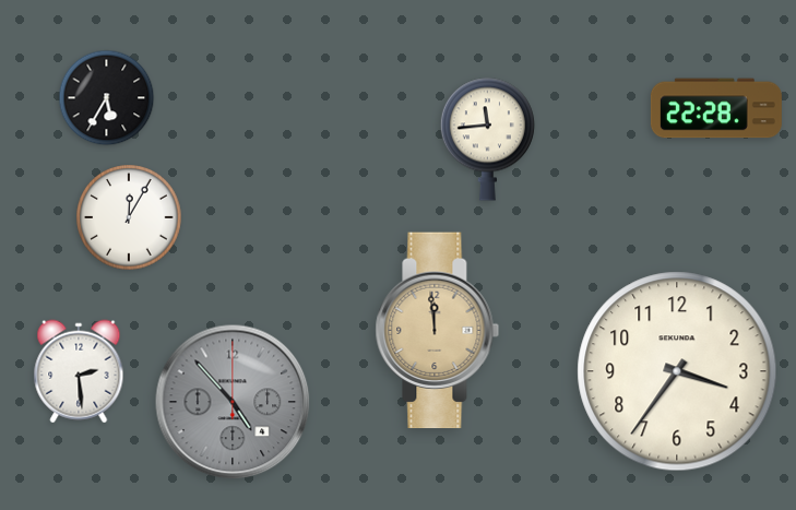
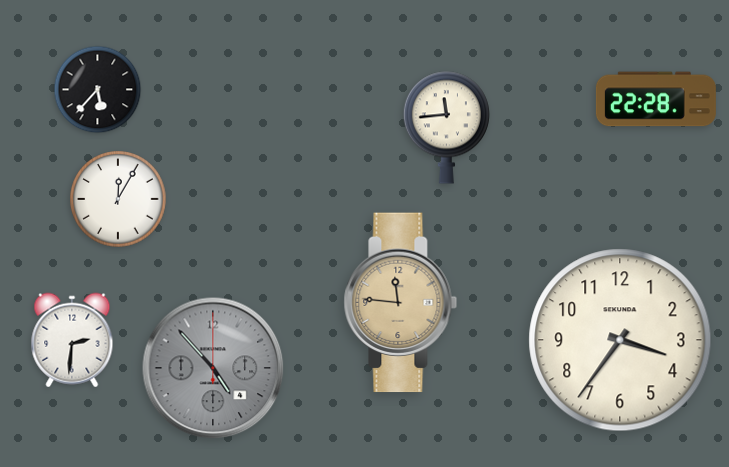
clock at (107, 98): 5:35 -> 5:37
clock at (438, 331): 11:59 -> 11:46
clock at (79, 371): 2:29 -> 2:31
